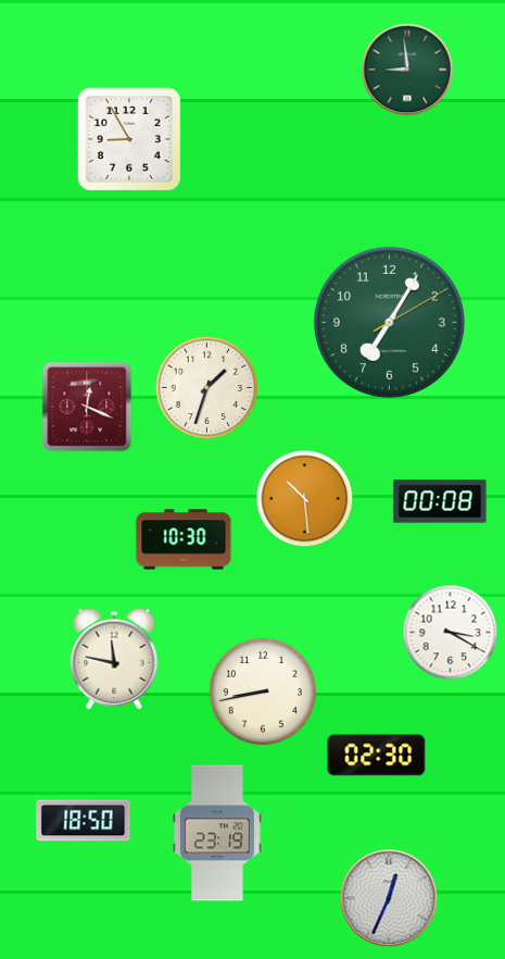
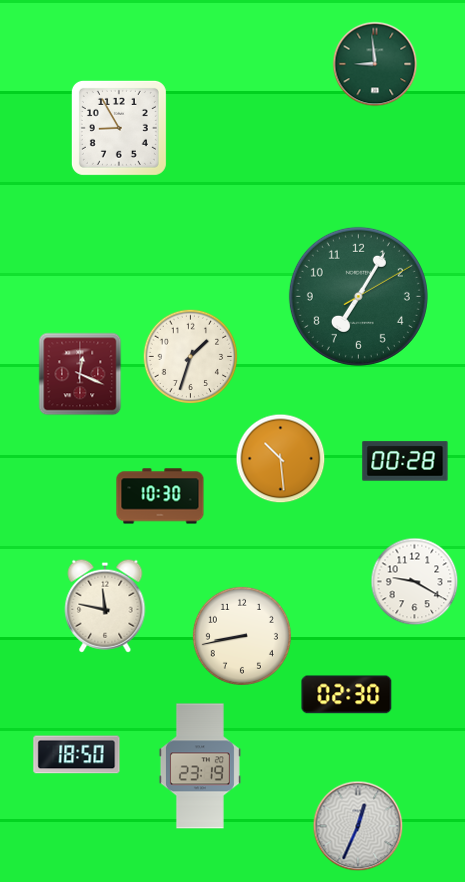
clock at (440, 501): 00:08 -> 00:28
clock at (184, 539) position: (184, 539) -> (160, 496)
clock at (451, 633): 3:20 -> 9:20
